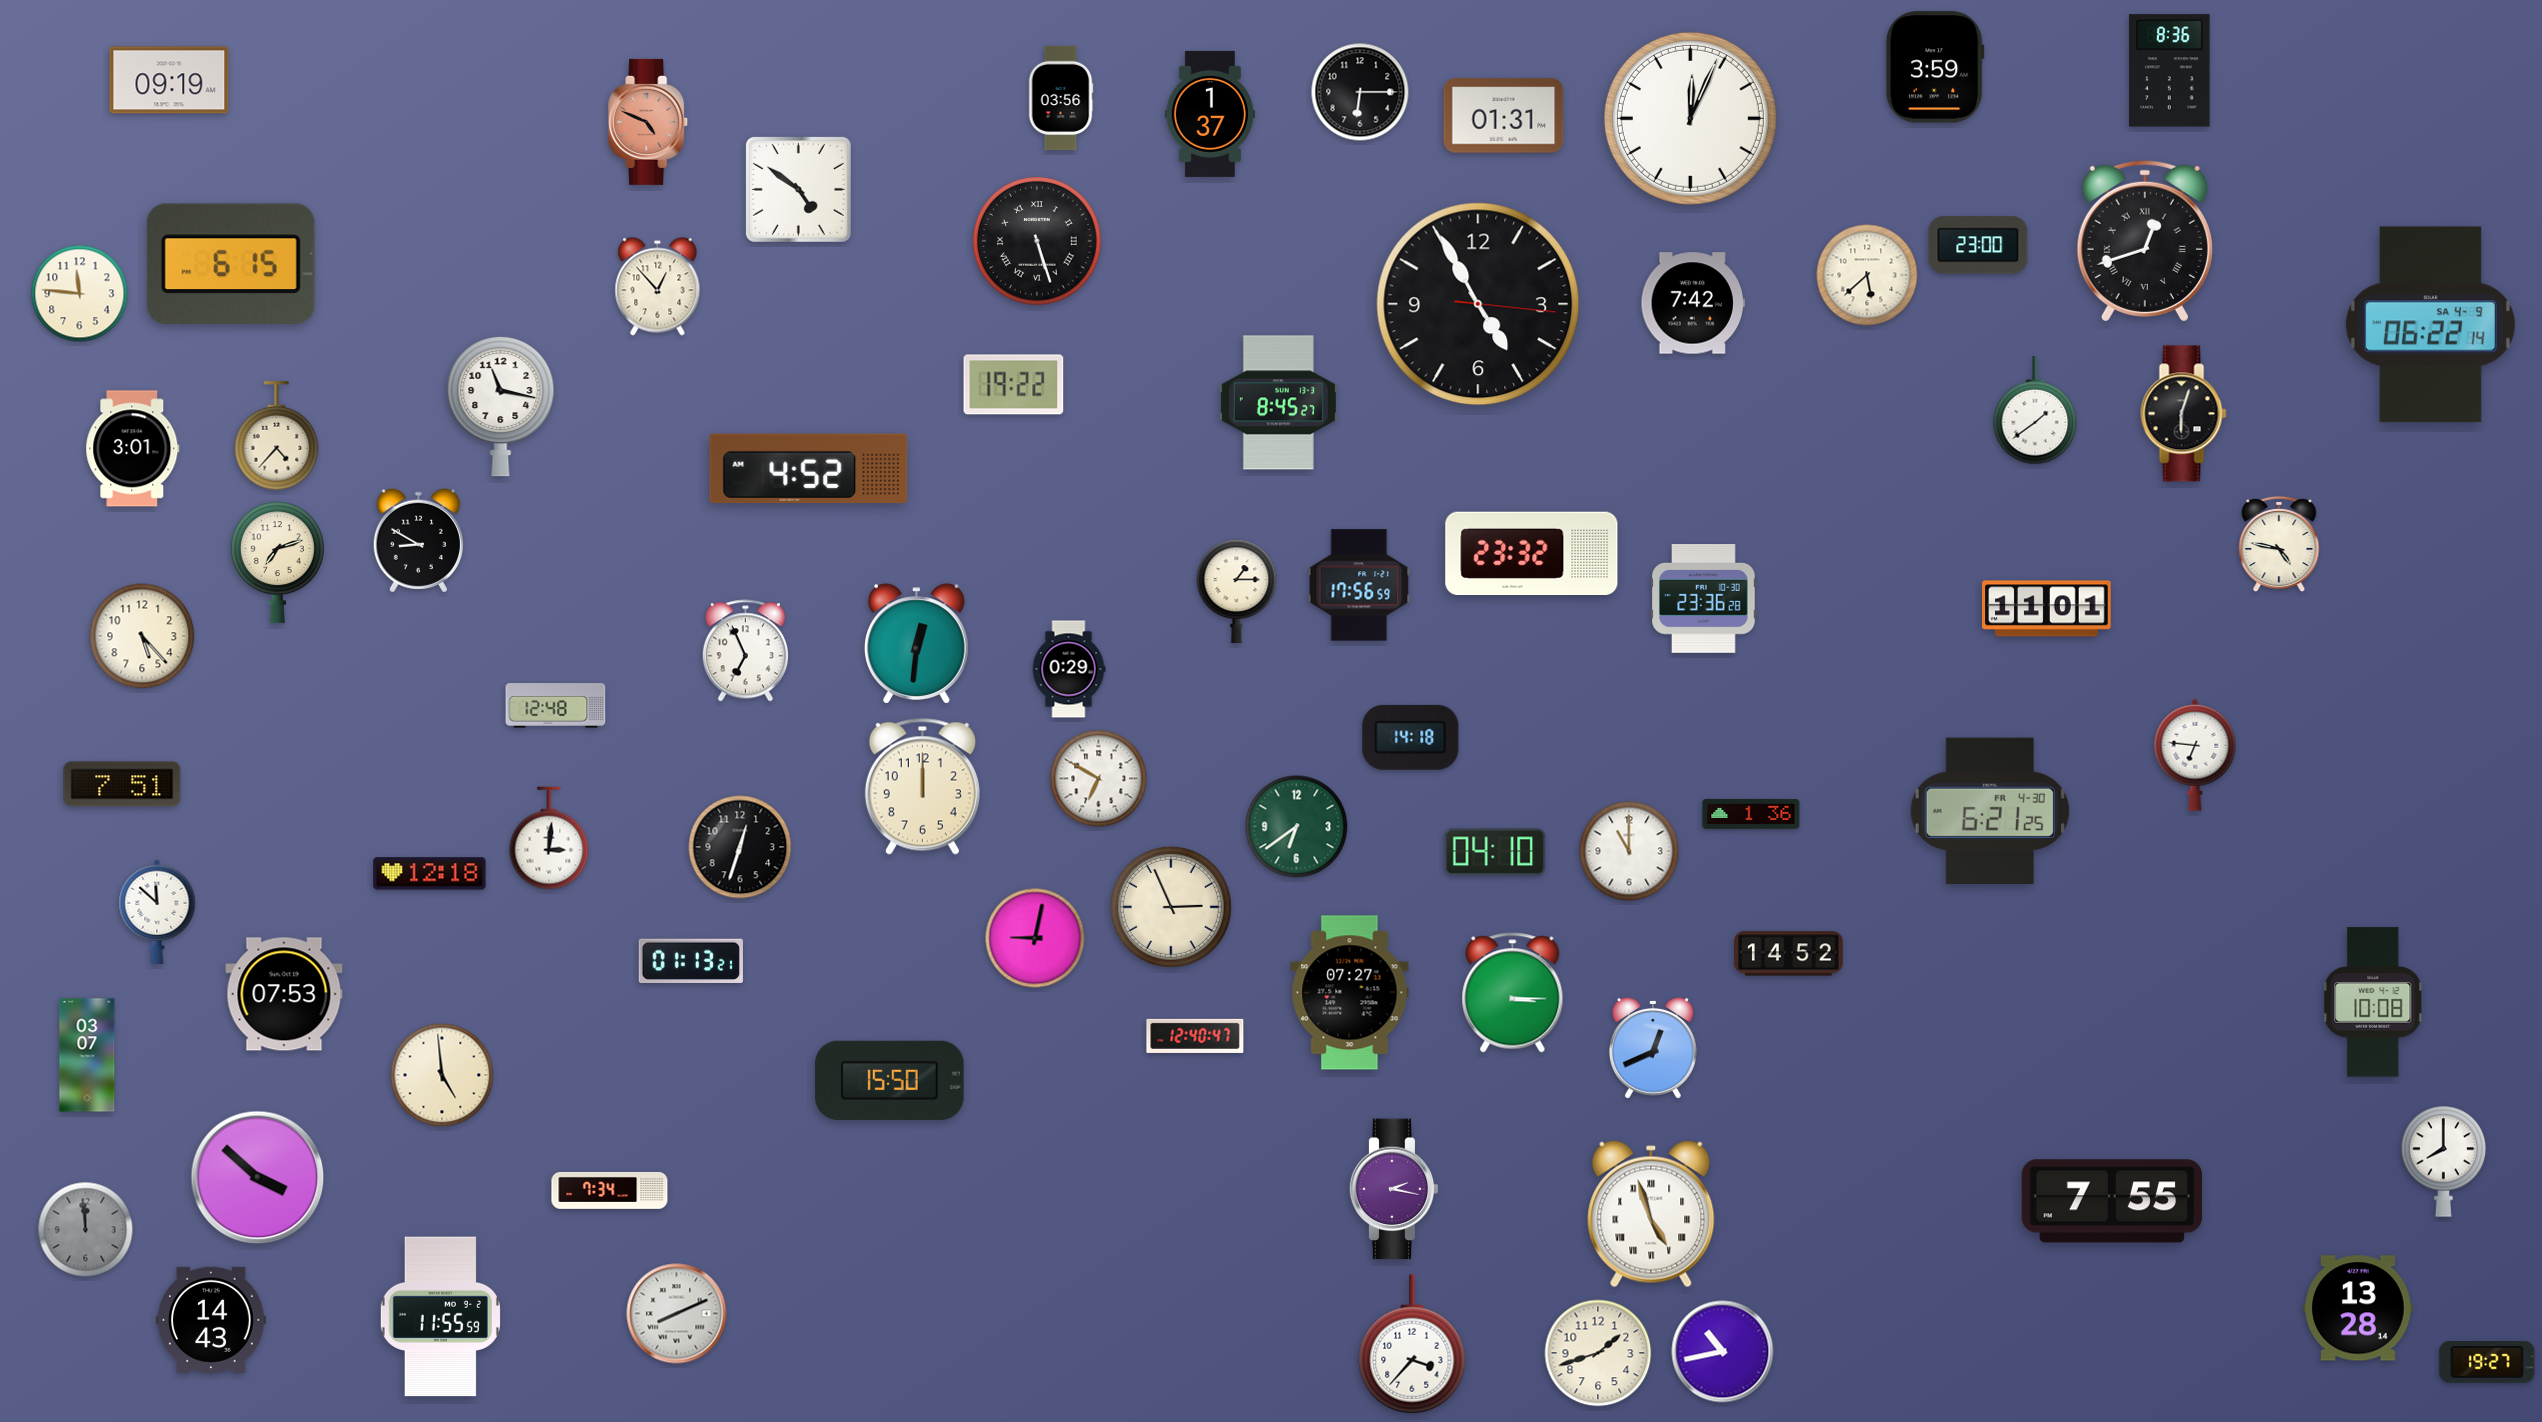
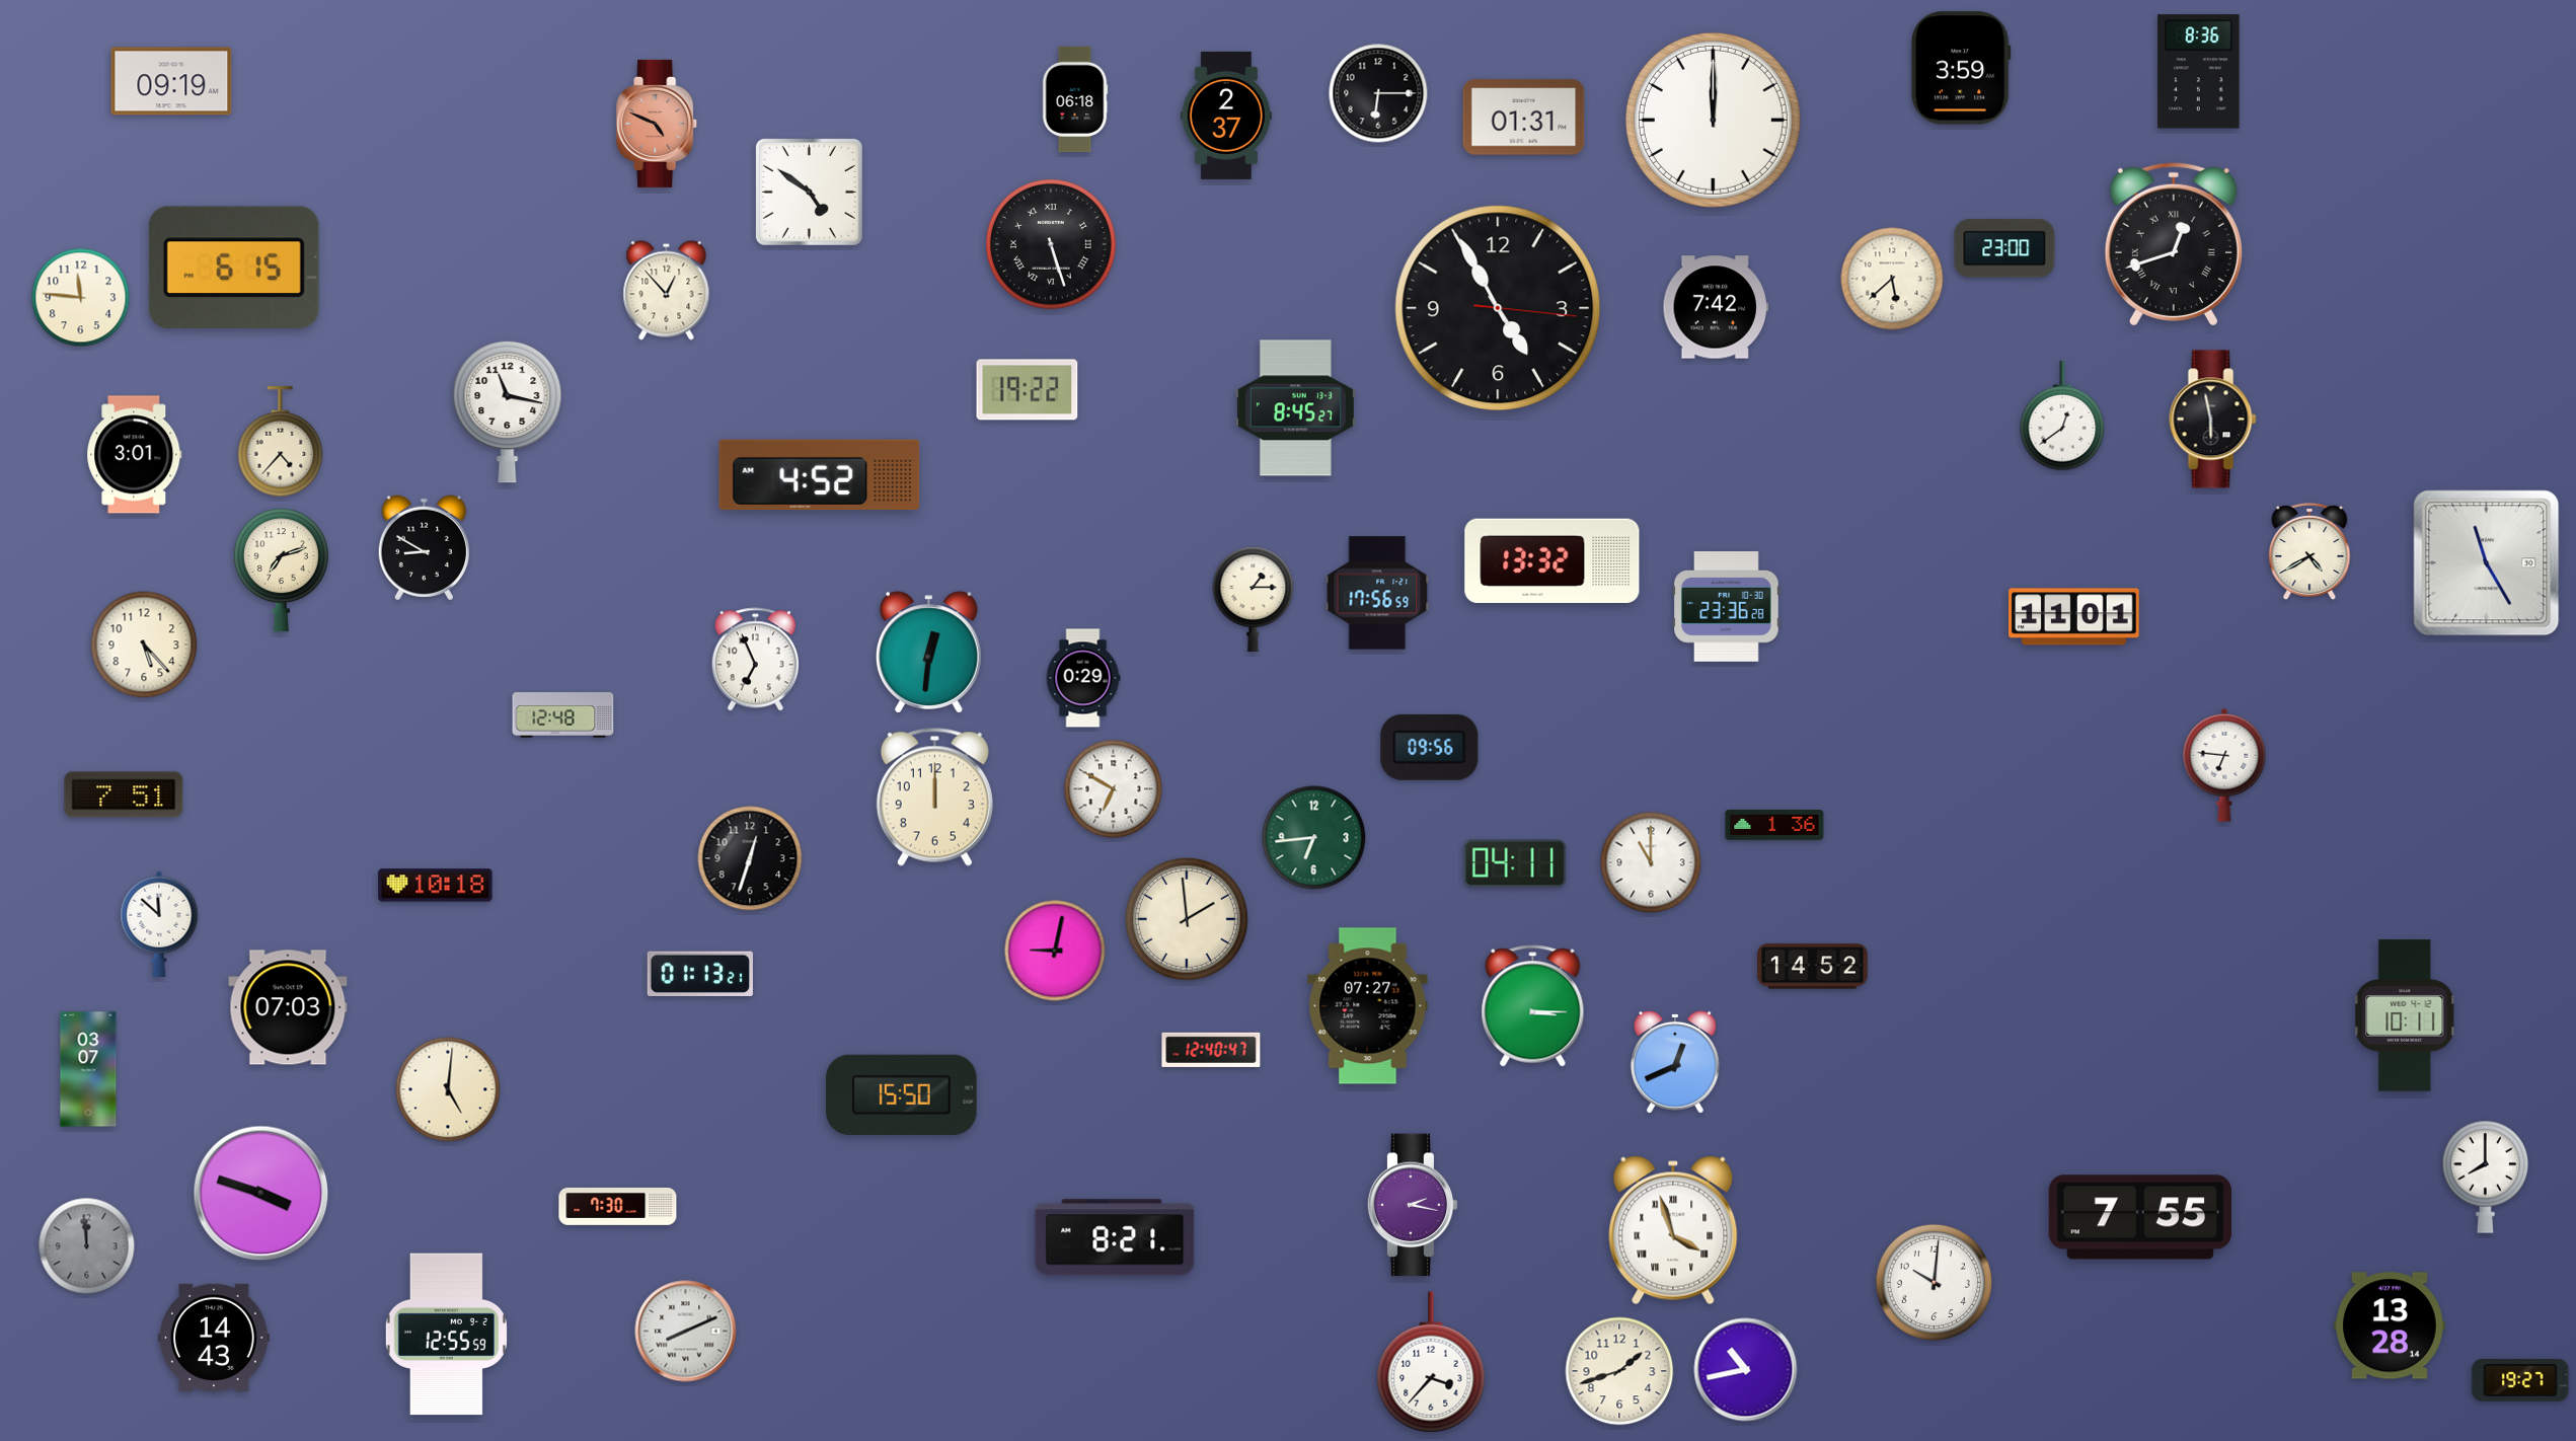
clock at (1061, 98): 03:56 -> 06:18
clock at (1210, 114): 1:37 -> 2:37
clock at (1690, 118): 12:04 -> 12:00
clock at (2430, 325): 06:22 -> none
clock at (2035, 410): 1:39 -> 12:39
clock at (2184, 414): 6:03 -> 5:58
clock at (2279, 544): 4:47 -> 4:40
clock at (1532, 553): 23:32 -> 13:32
clock at (2487, 563): none -> 11:25
clock at (1411, 737): 14:18 -> 09:56
clock at (1990, 811): 6:21 -> none
clock at (1297, 827): 6:39 -> 6:44
clock at (549, 838): 3:01 -> none
clock at (1495, 852): 04:10 -> 04:11
clock at (430, 874): 12:18 -> 10:18
clock at (1171, 907): 2:56 -> 1:59
clock at (1035, 938) position: (1035, 938) -> (1055, 951)
clock at (284, 994): 07:53 -> 07:03
clock at (2373, 1002): 10:08 -> 10:11
clock at (442, 1075): 4:59 -> 5:01
clock at (2444, 1161) position: (2444, 1161) -> (2486, 1177)
clock at (258, 1178): 3:52 -> 3:48
clock at (610, 1190): 7:34 -> 7:30
clock at (1651, 1214): 4:57 -> 3:57
clock at (1115, 1237): none -> 8:21
clock at (1935, 1283): none -> 10:01
clock at (440, 1317): 11:55 -> 12:55
